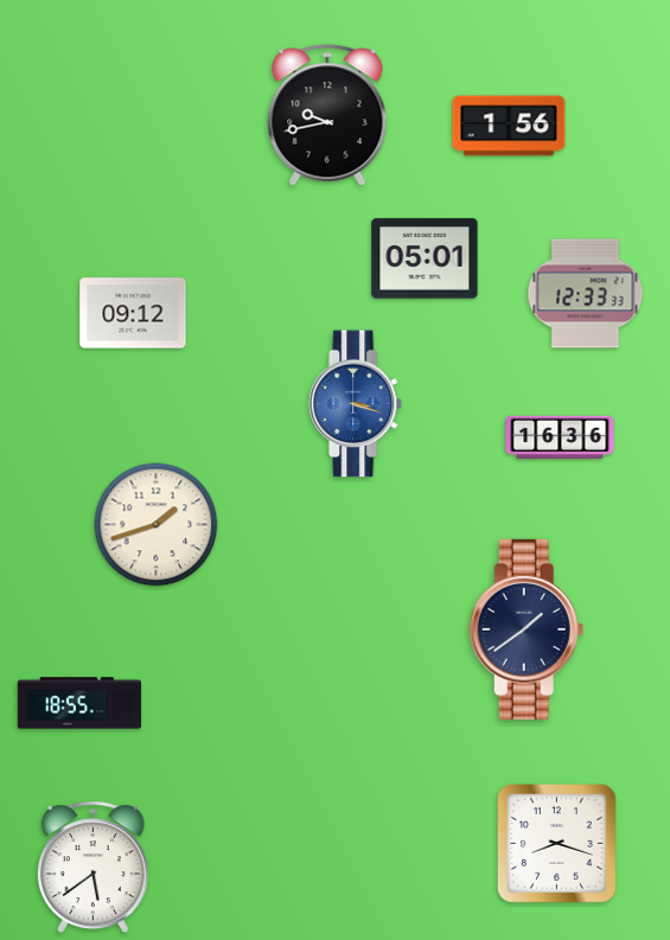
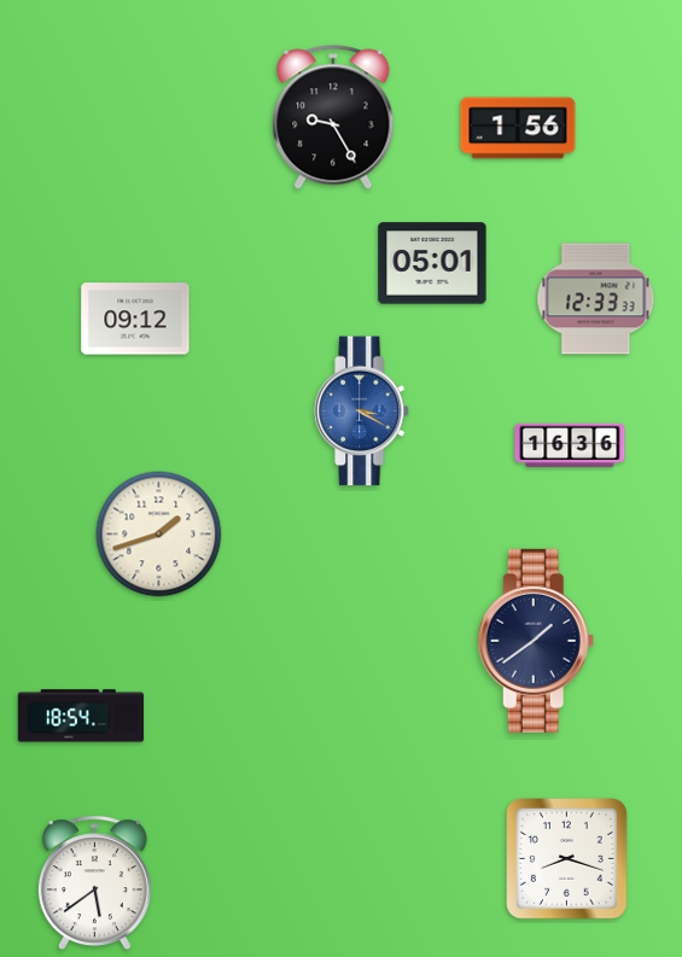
clock at (327, 115): 9:43 -> 9:25
clock at (356, 404): 3:18 -> 3:20
clock at (79, 703): 18:55 -> 18:54
